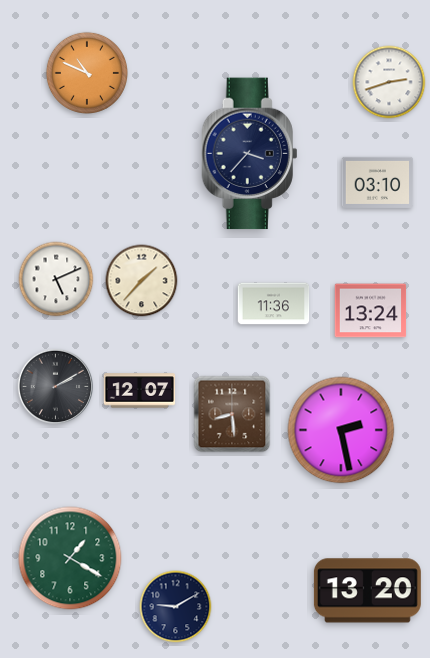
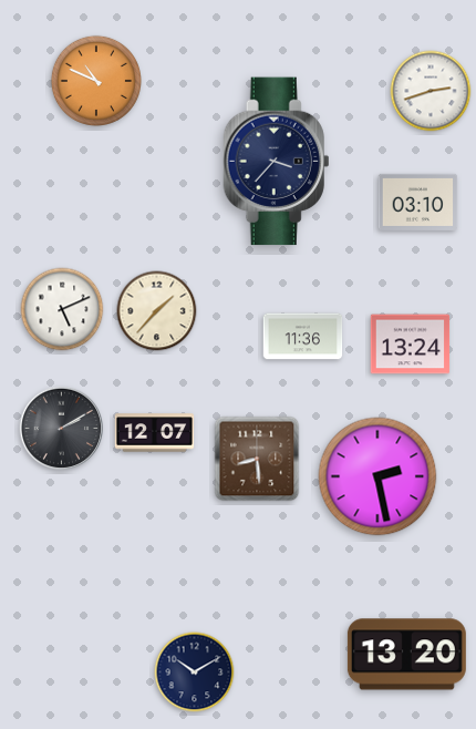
clock at (250, 154) position: (250, 154) -> (277, 162)
clock at (70, 558): 1:20 -> none
clock at (176, 607): 9:10 -> 10:10
